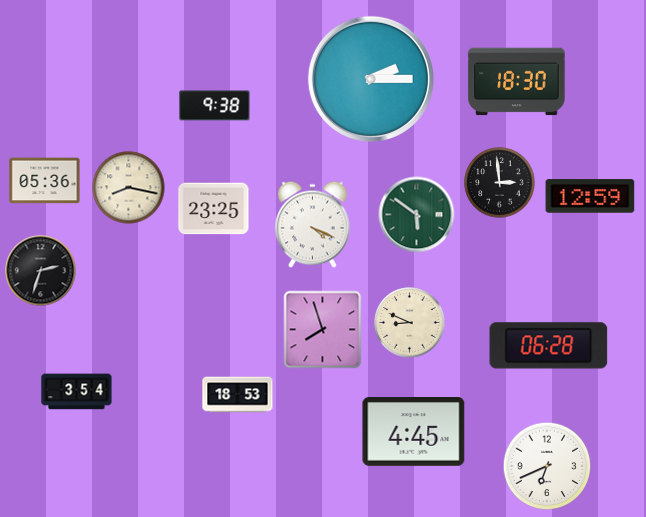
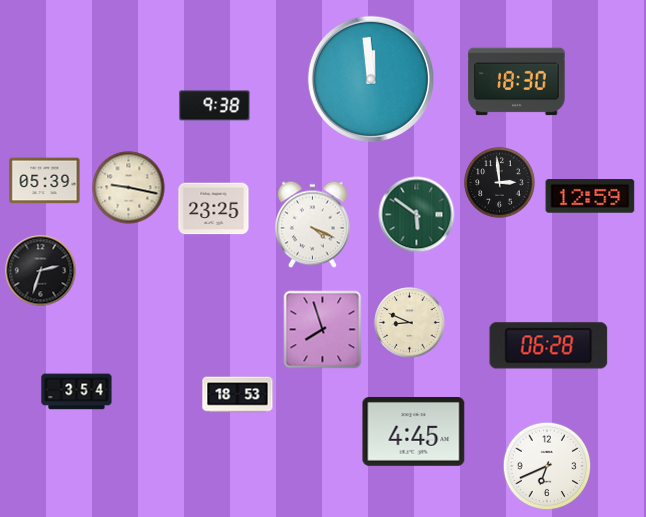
clock at (371, 79): 2:15 -> 11:59
clock at (45, 181): 05:36 -> 05:39
clock at (129, 188): 8:17 -> 9:17
